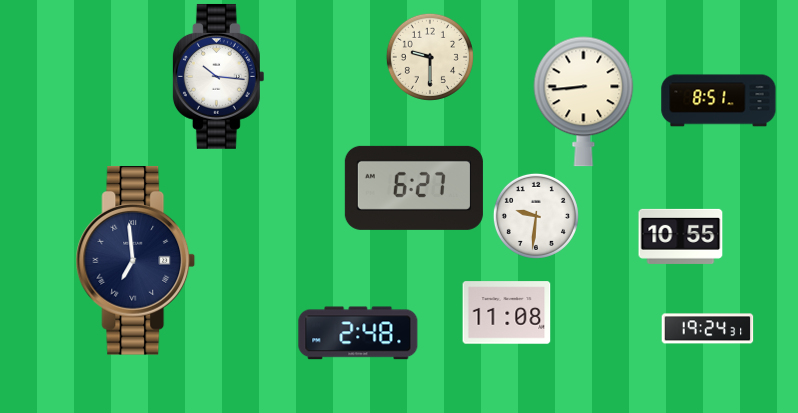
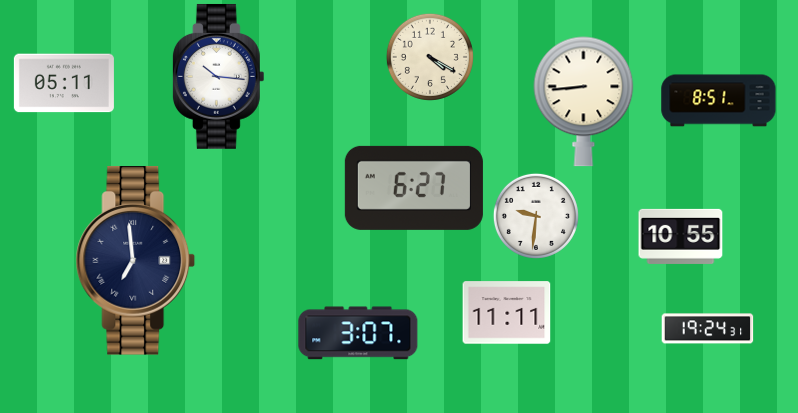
clock at (430, 57): 9:30 -> 4:20
clock at (64, 83): none -> 05:11
clock at (507, 313): 11:08 -> 11:11
clock at (358, 333): 2:48 -> 3:07
